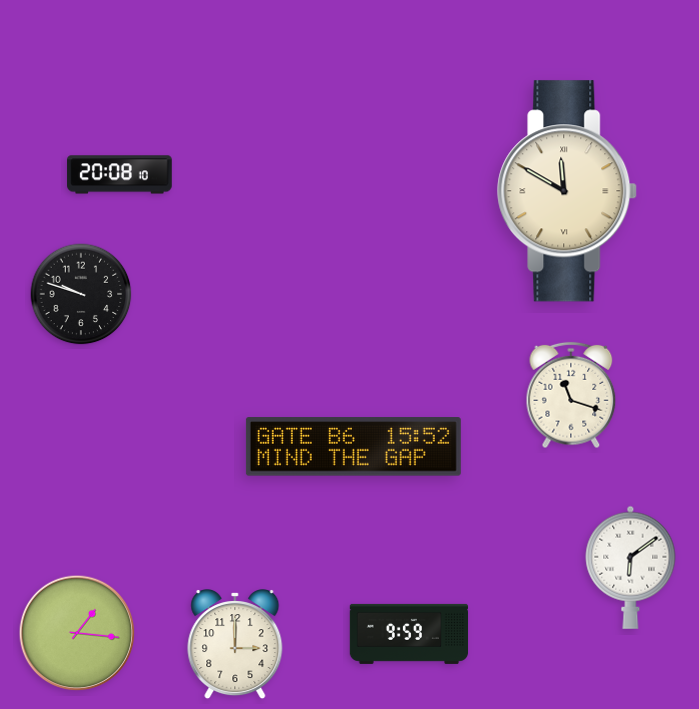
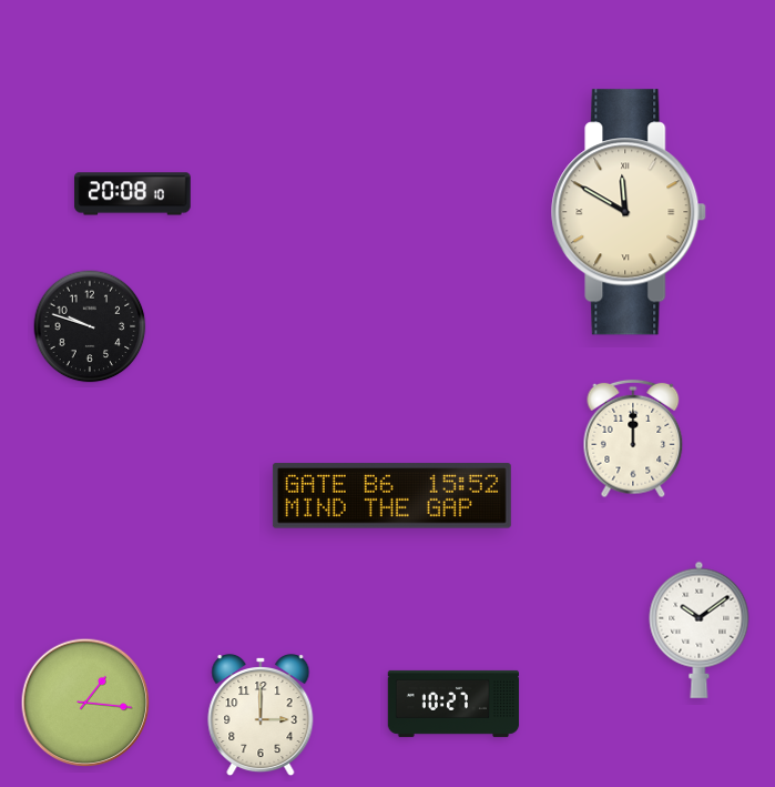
clock at (571, 395): 11:18 -> 12:00
clock at (631, 567): 6:09 -> 10:09
clock at (409, 634): 9:59 -> 10:27
